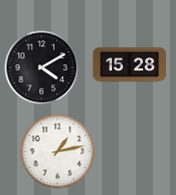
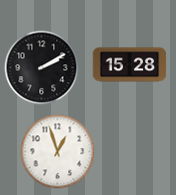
clock at (42, 68): 4:10 -> 2:10
clock at (58, 152): 1:13 -> 12:57
